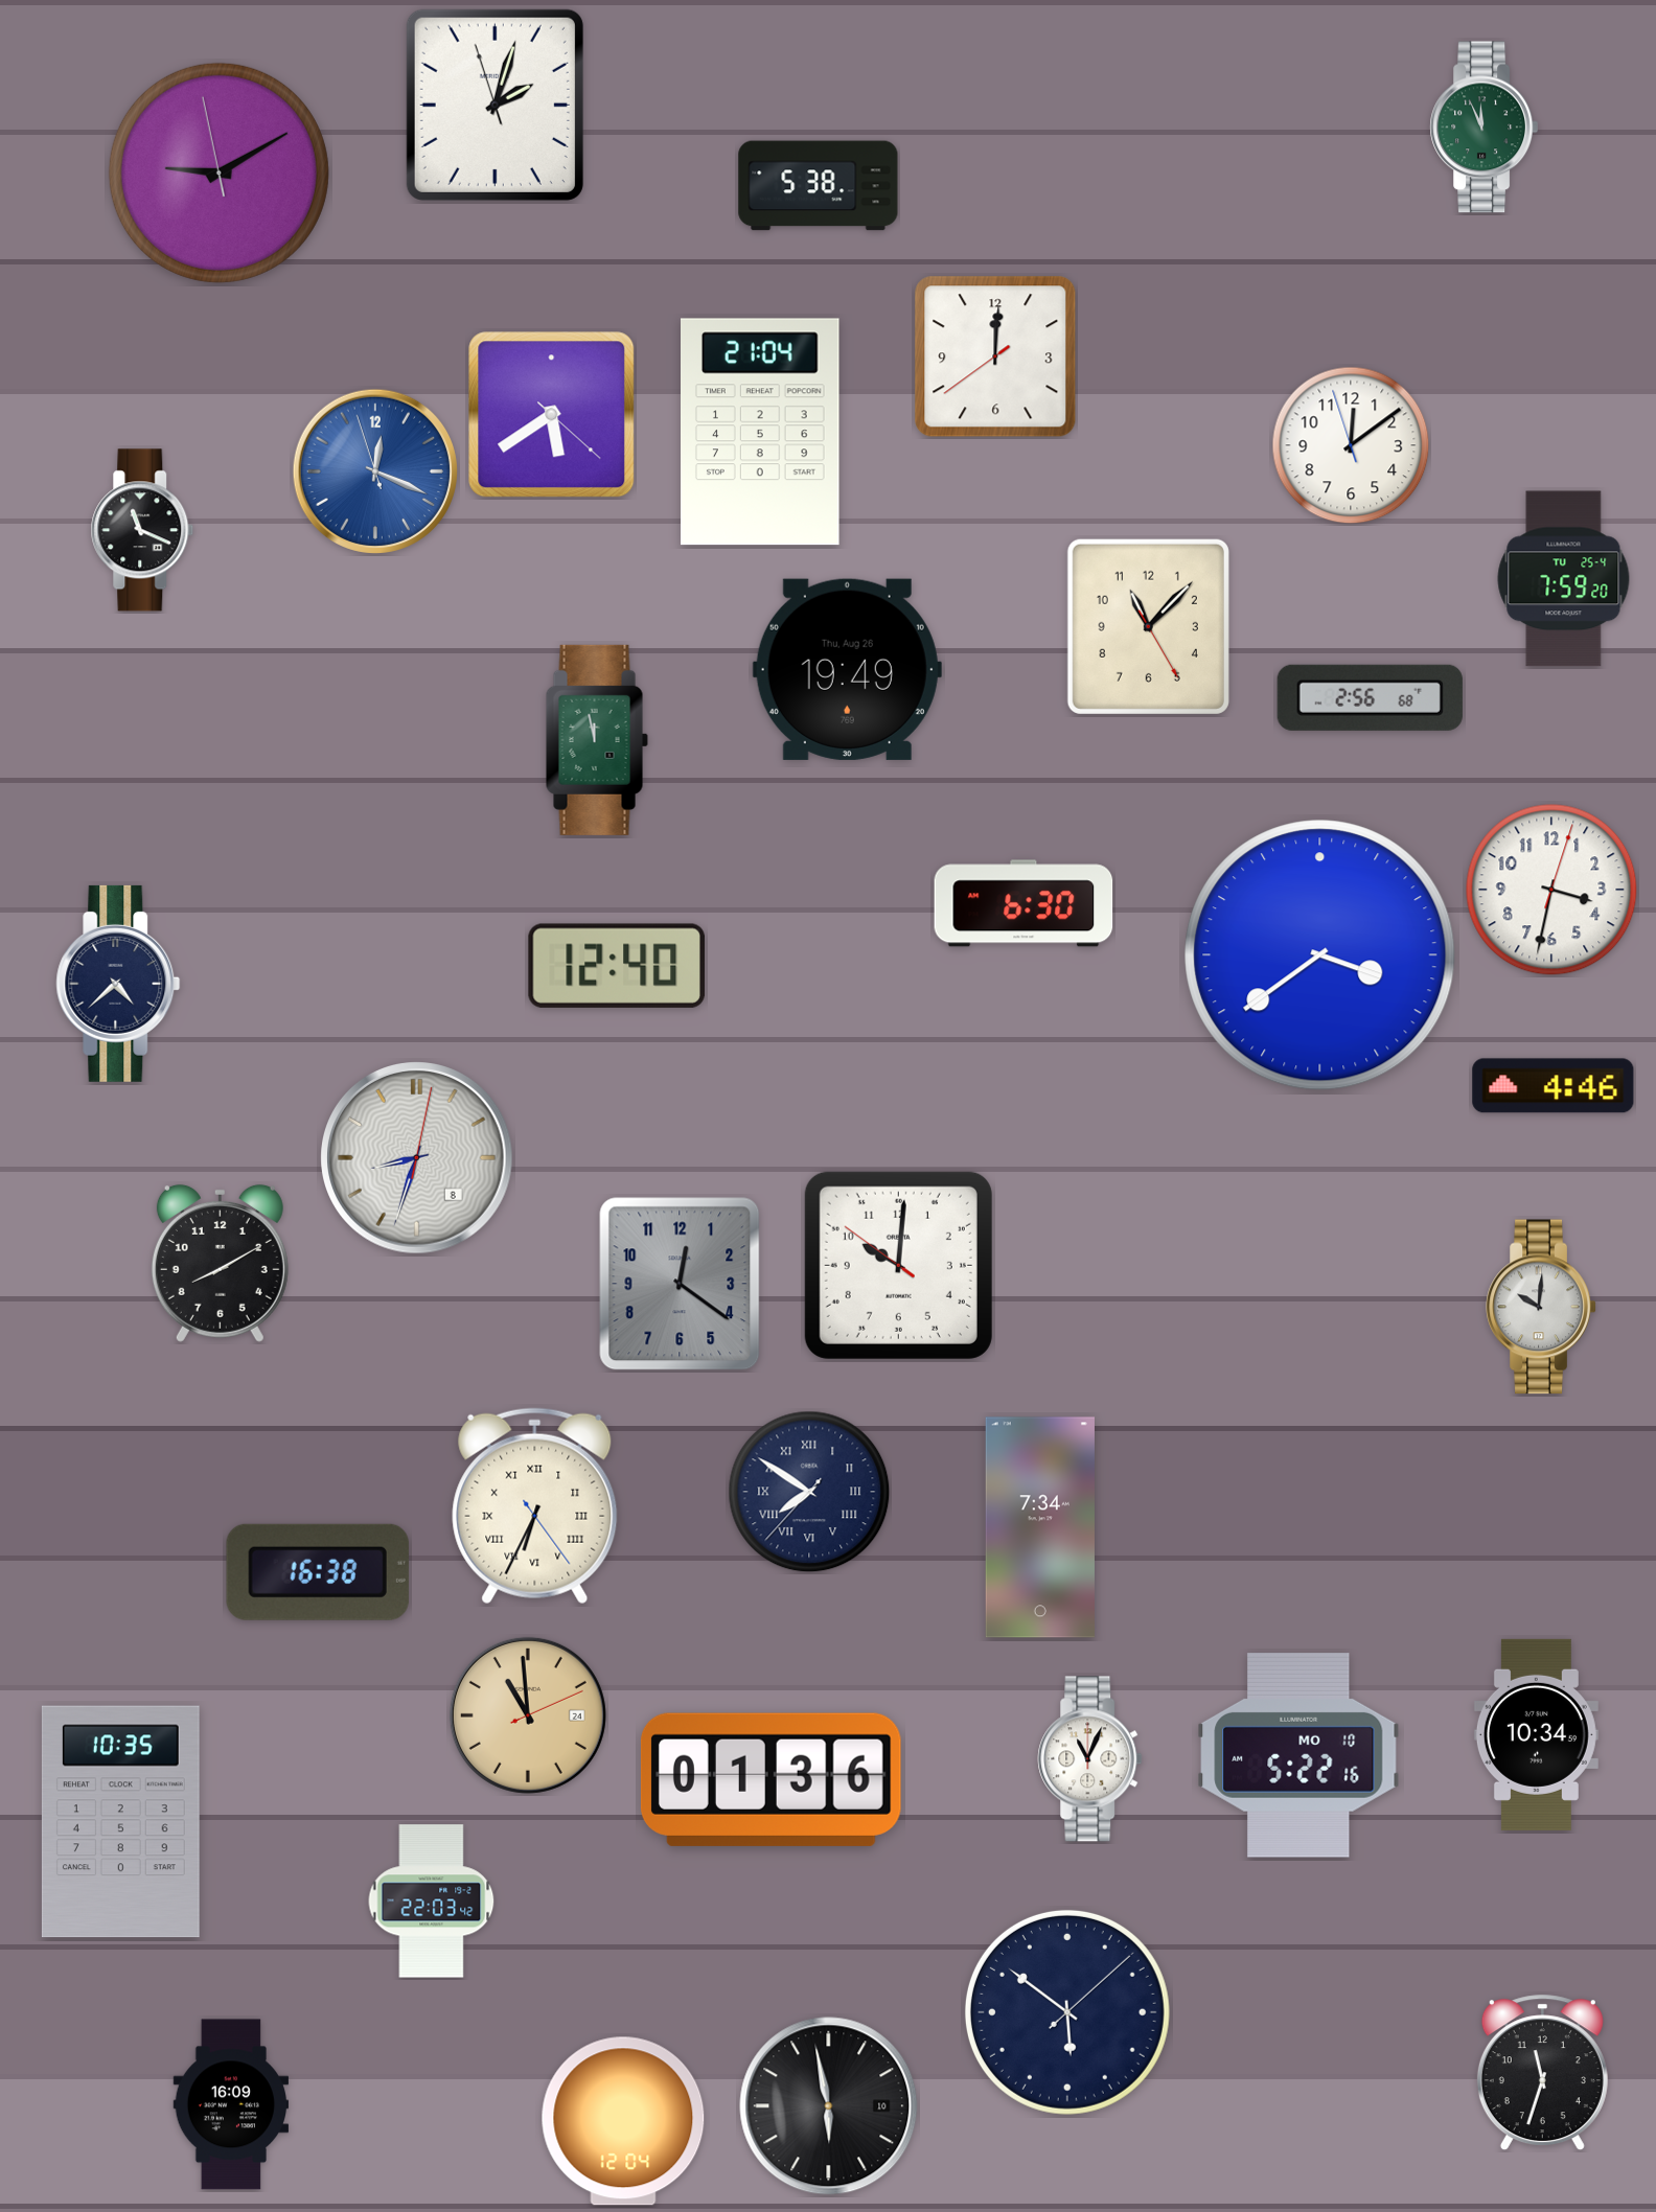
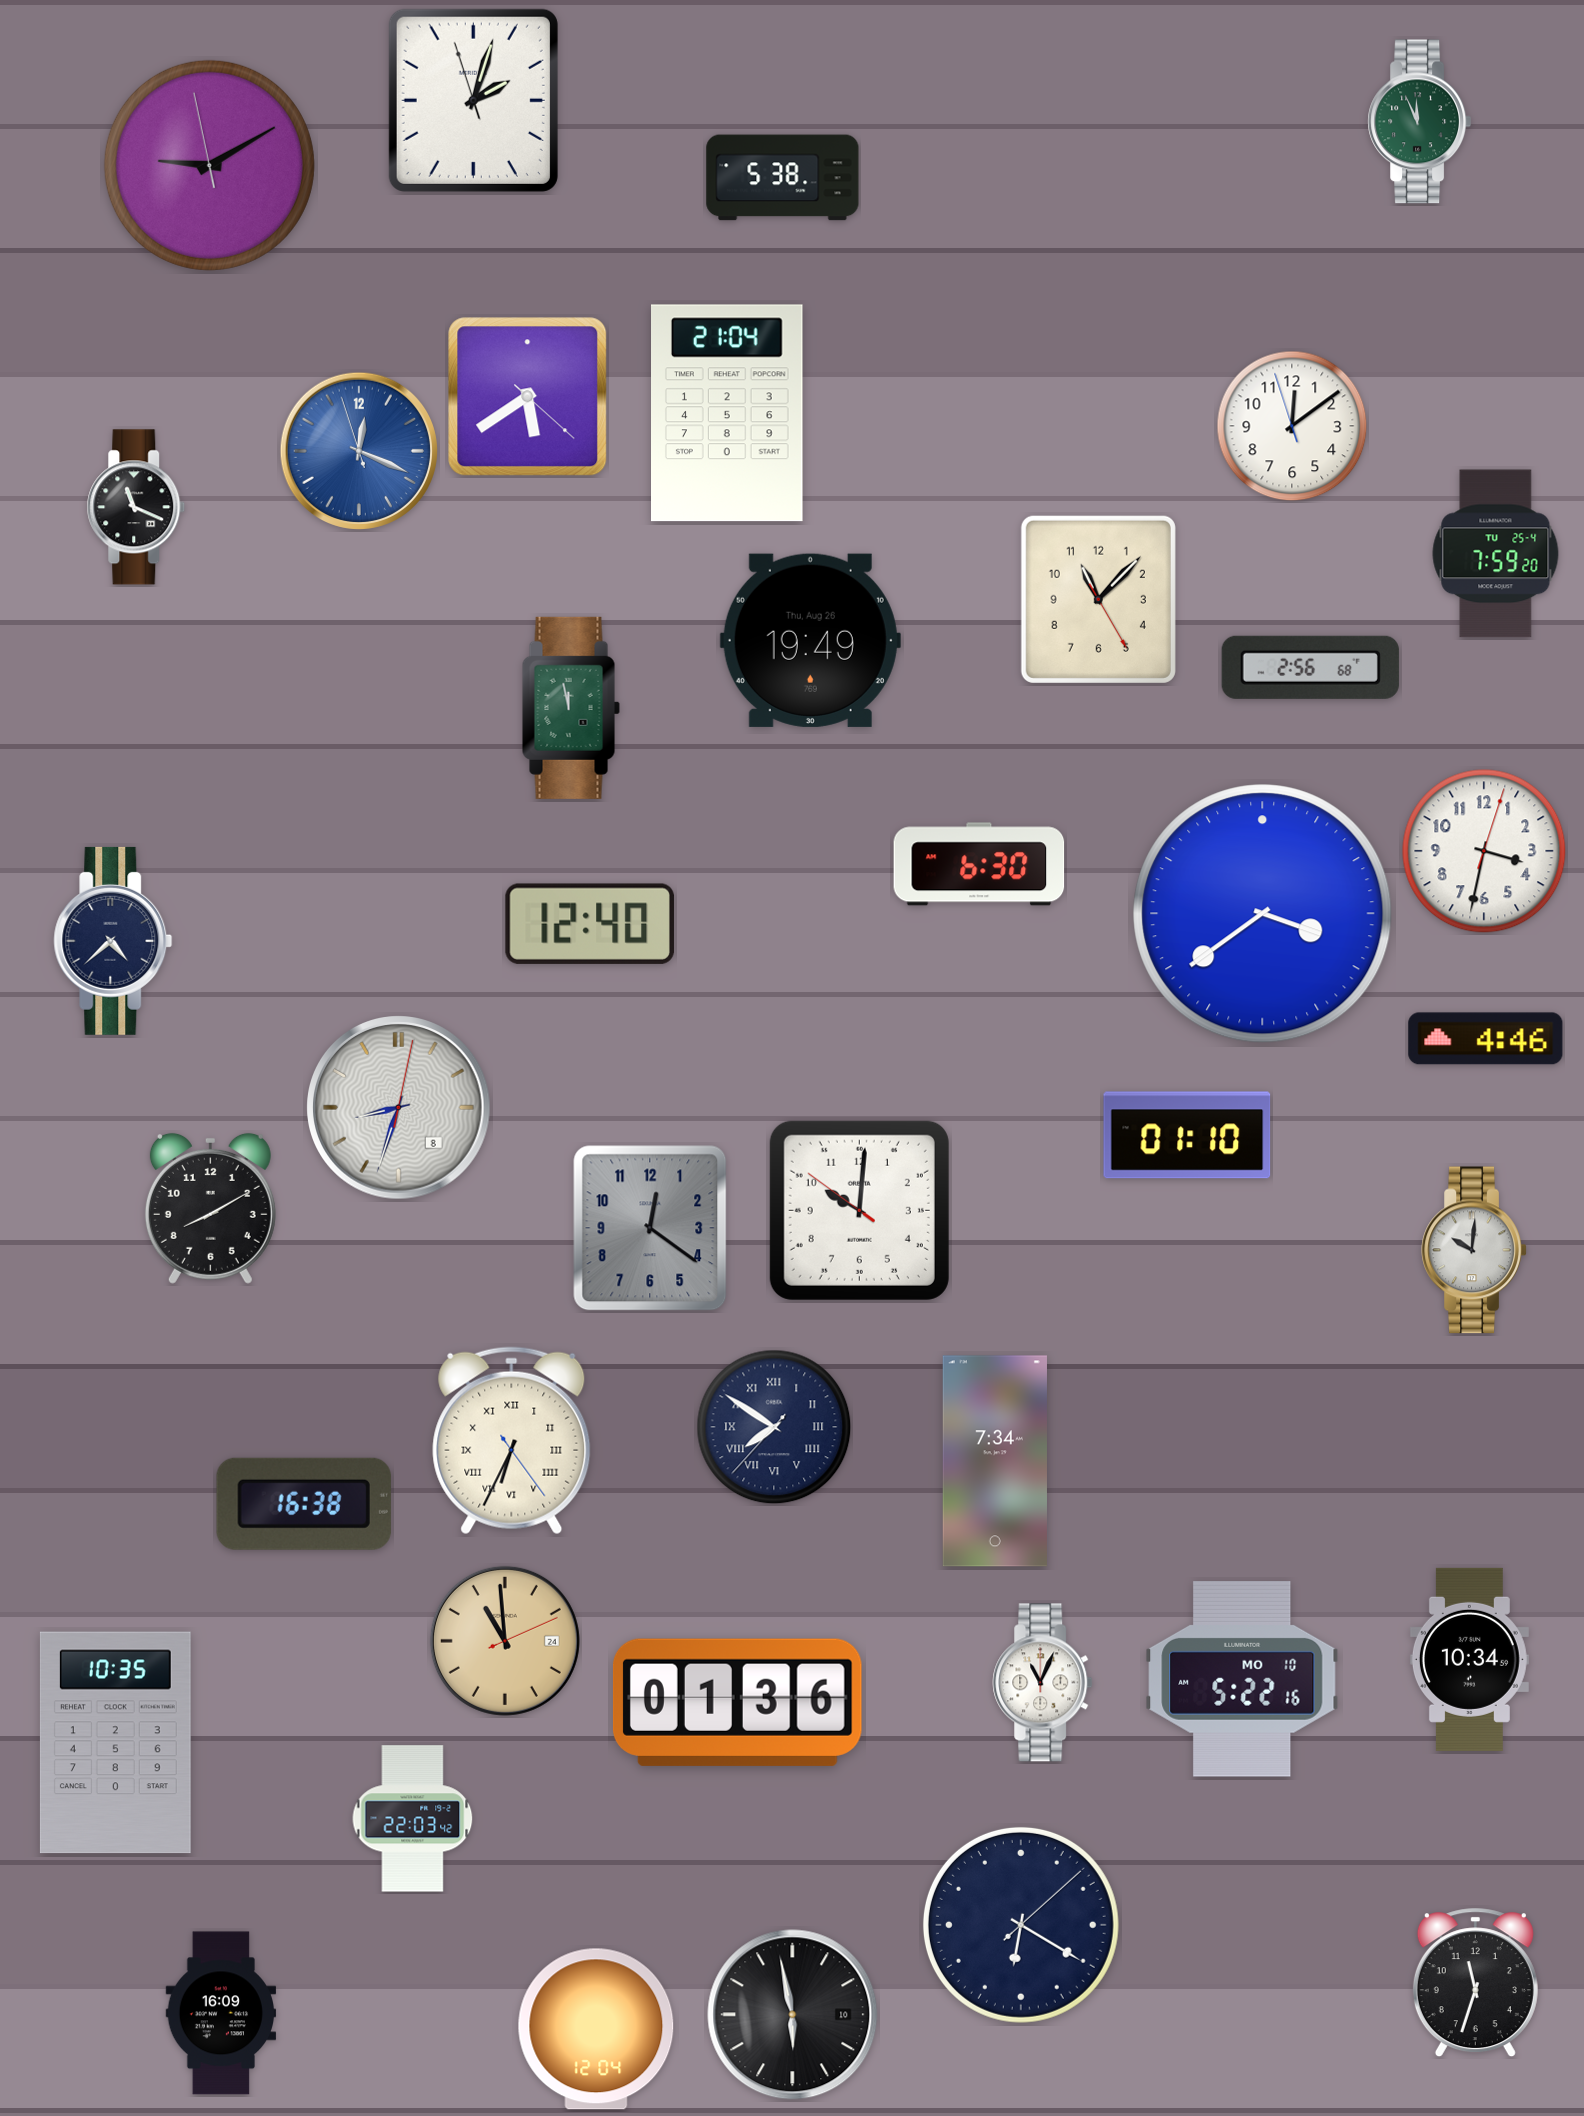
clock at (995, 356): 12:00 -> none
clock at (1187, 1135): none -> 01:10
clock at (1067, 2012): 5:51 -> 6:20
